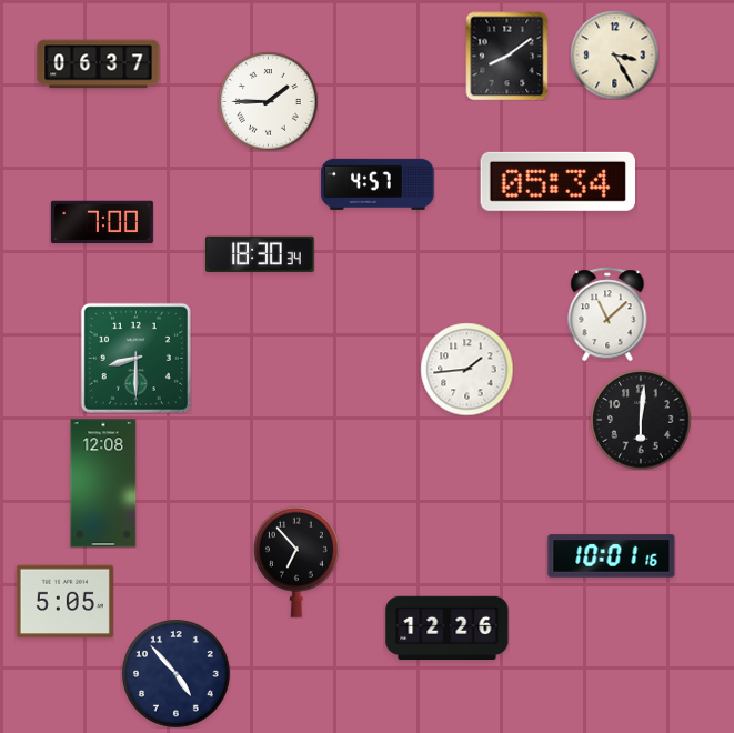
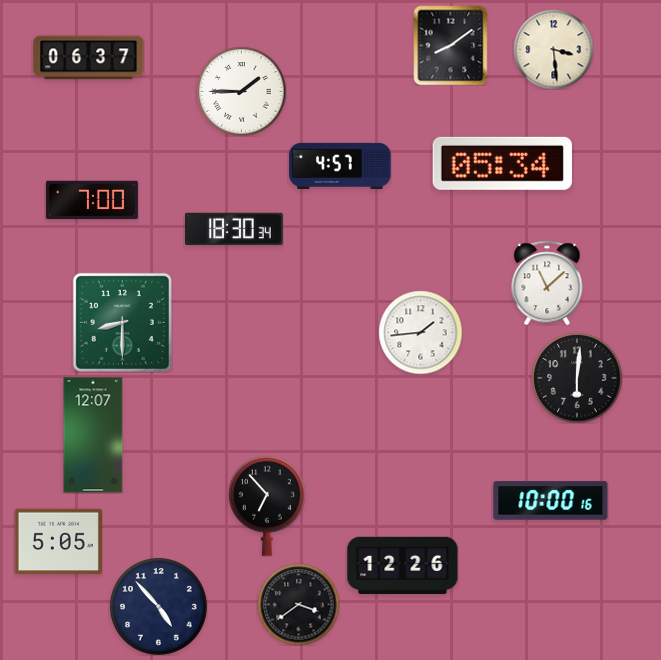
clock at (614, 54): 3:25 -> 3:29
clock at (507, 56) position: (507, 56) -> (451, 45)
clock at (103, 483): 12:08 -> 12:07
clock at (612, 556): 10:01 -> 10:00
clock at (298, 604): none -> 3:39
